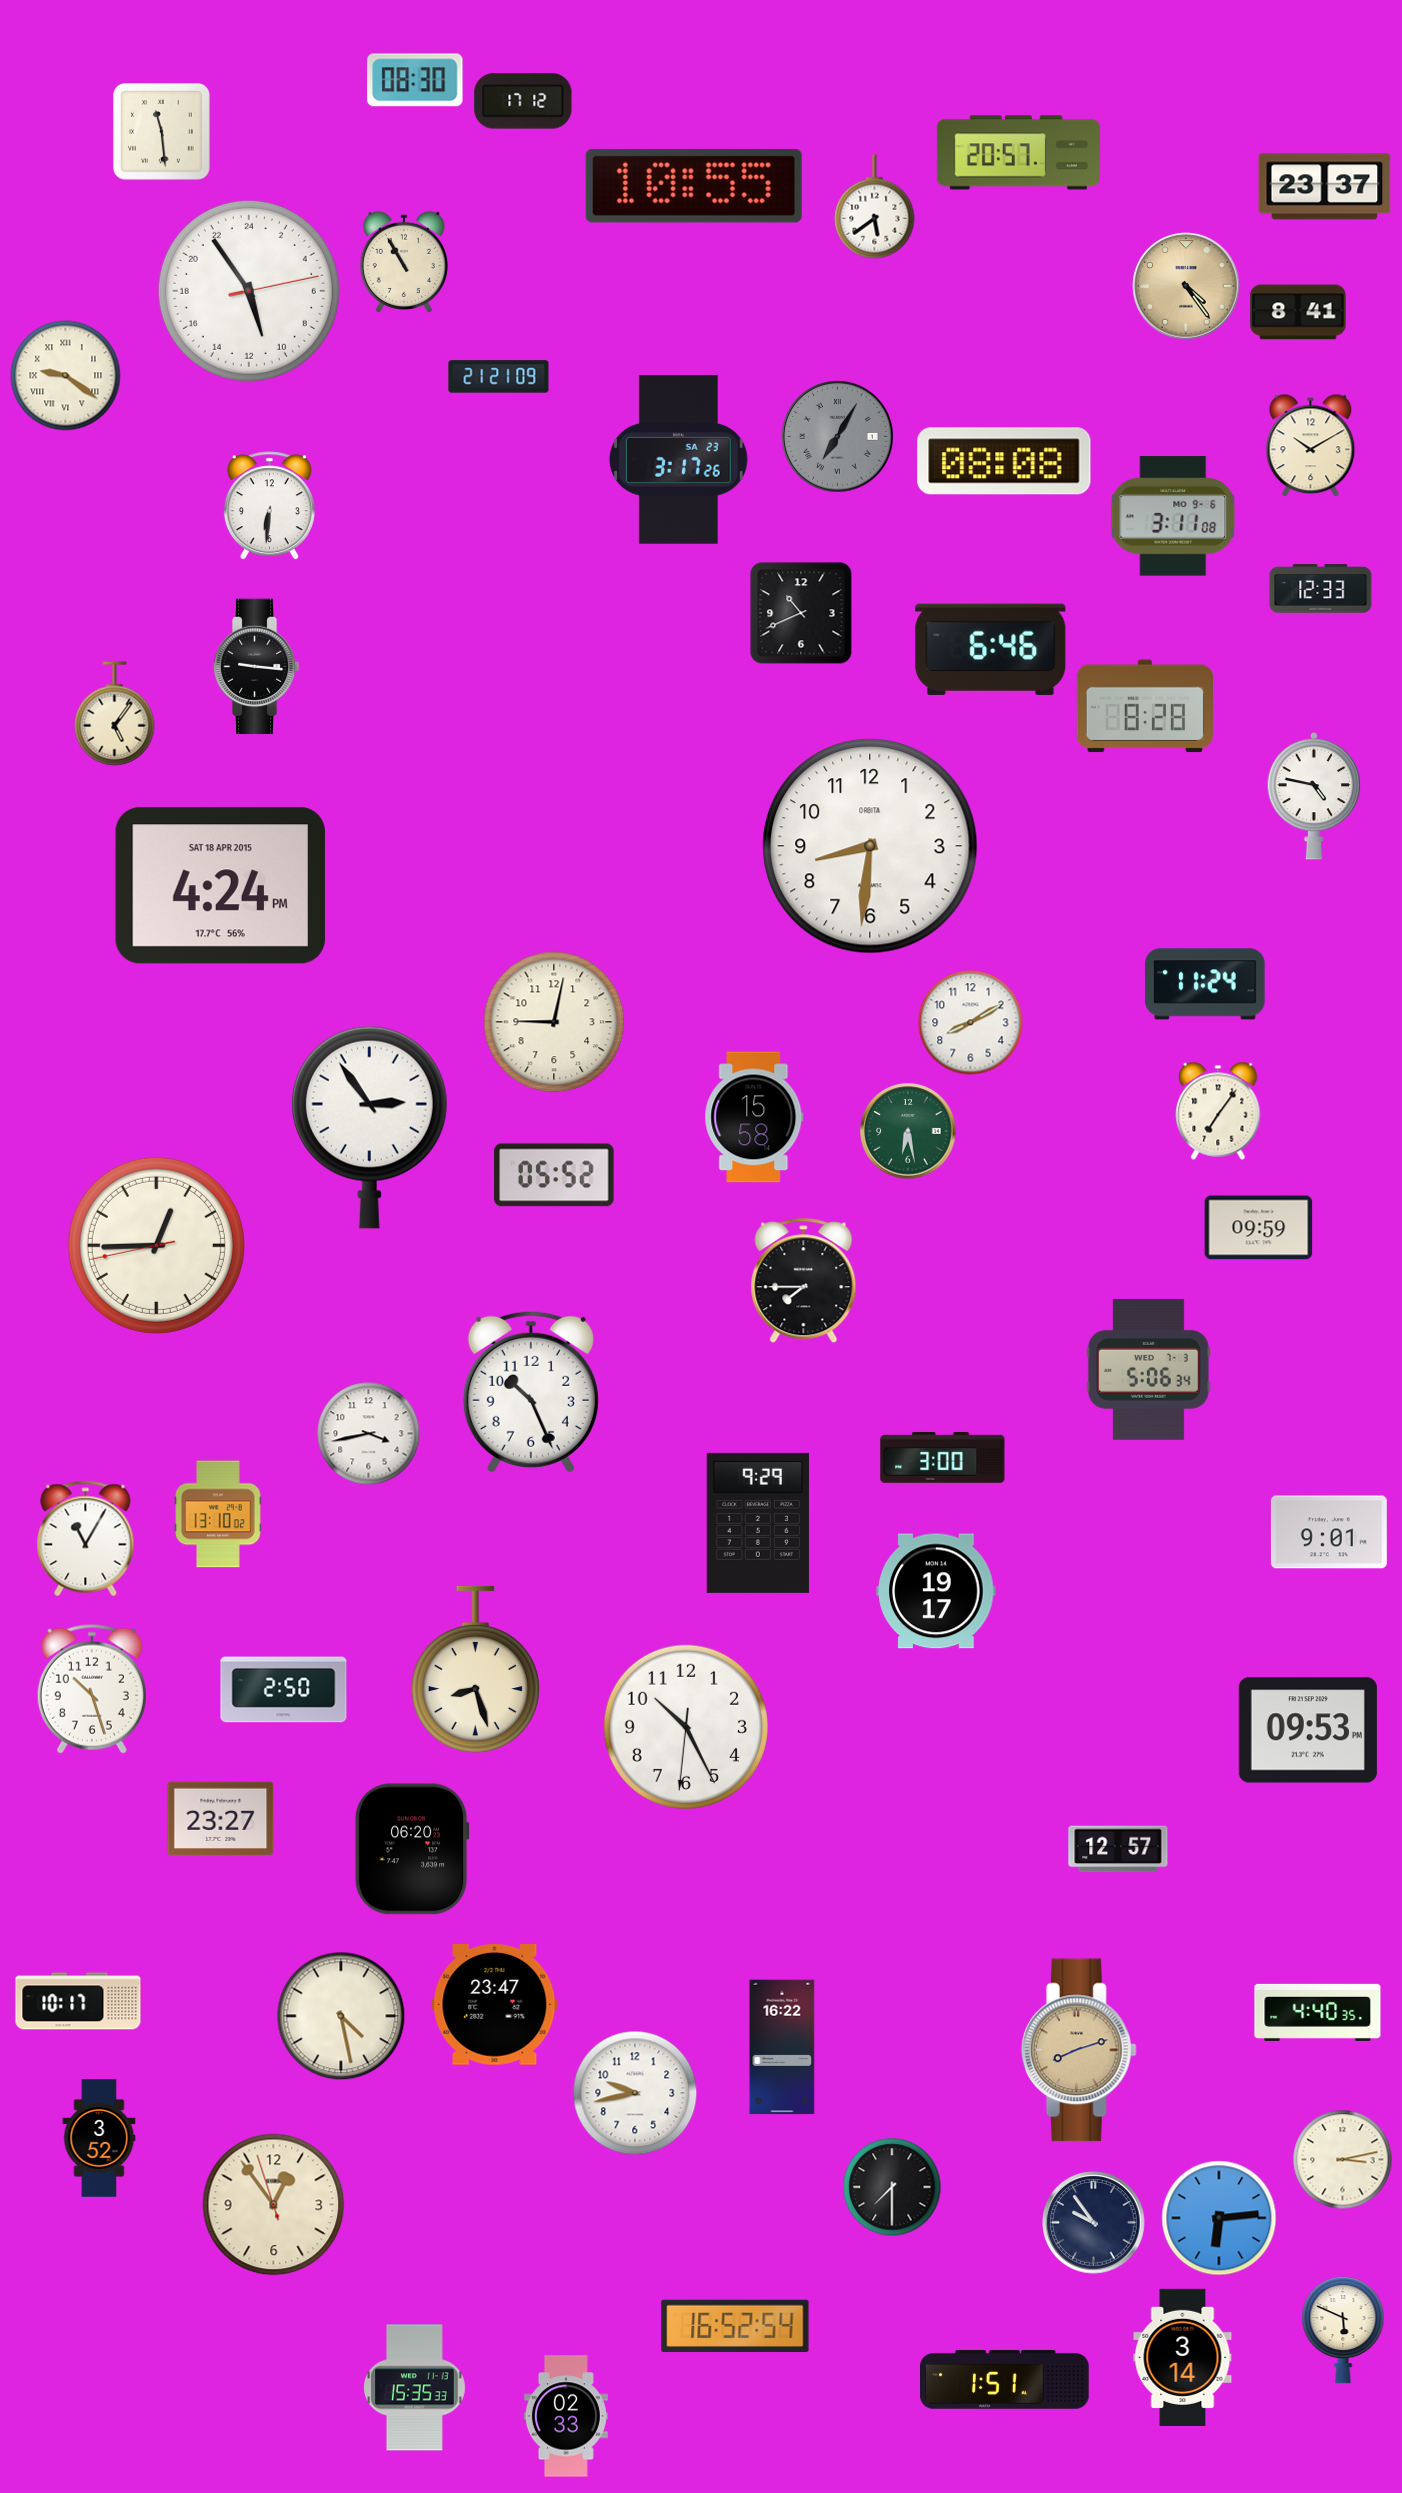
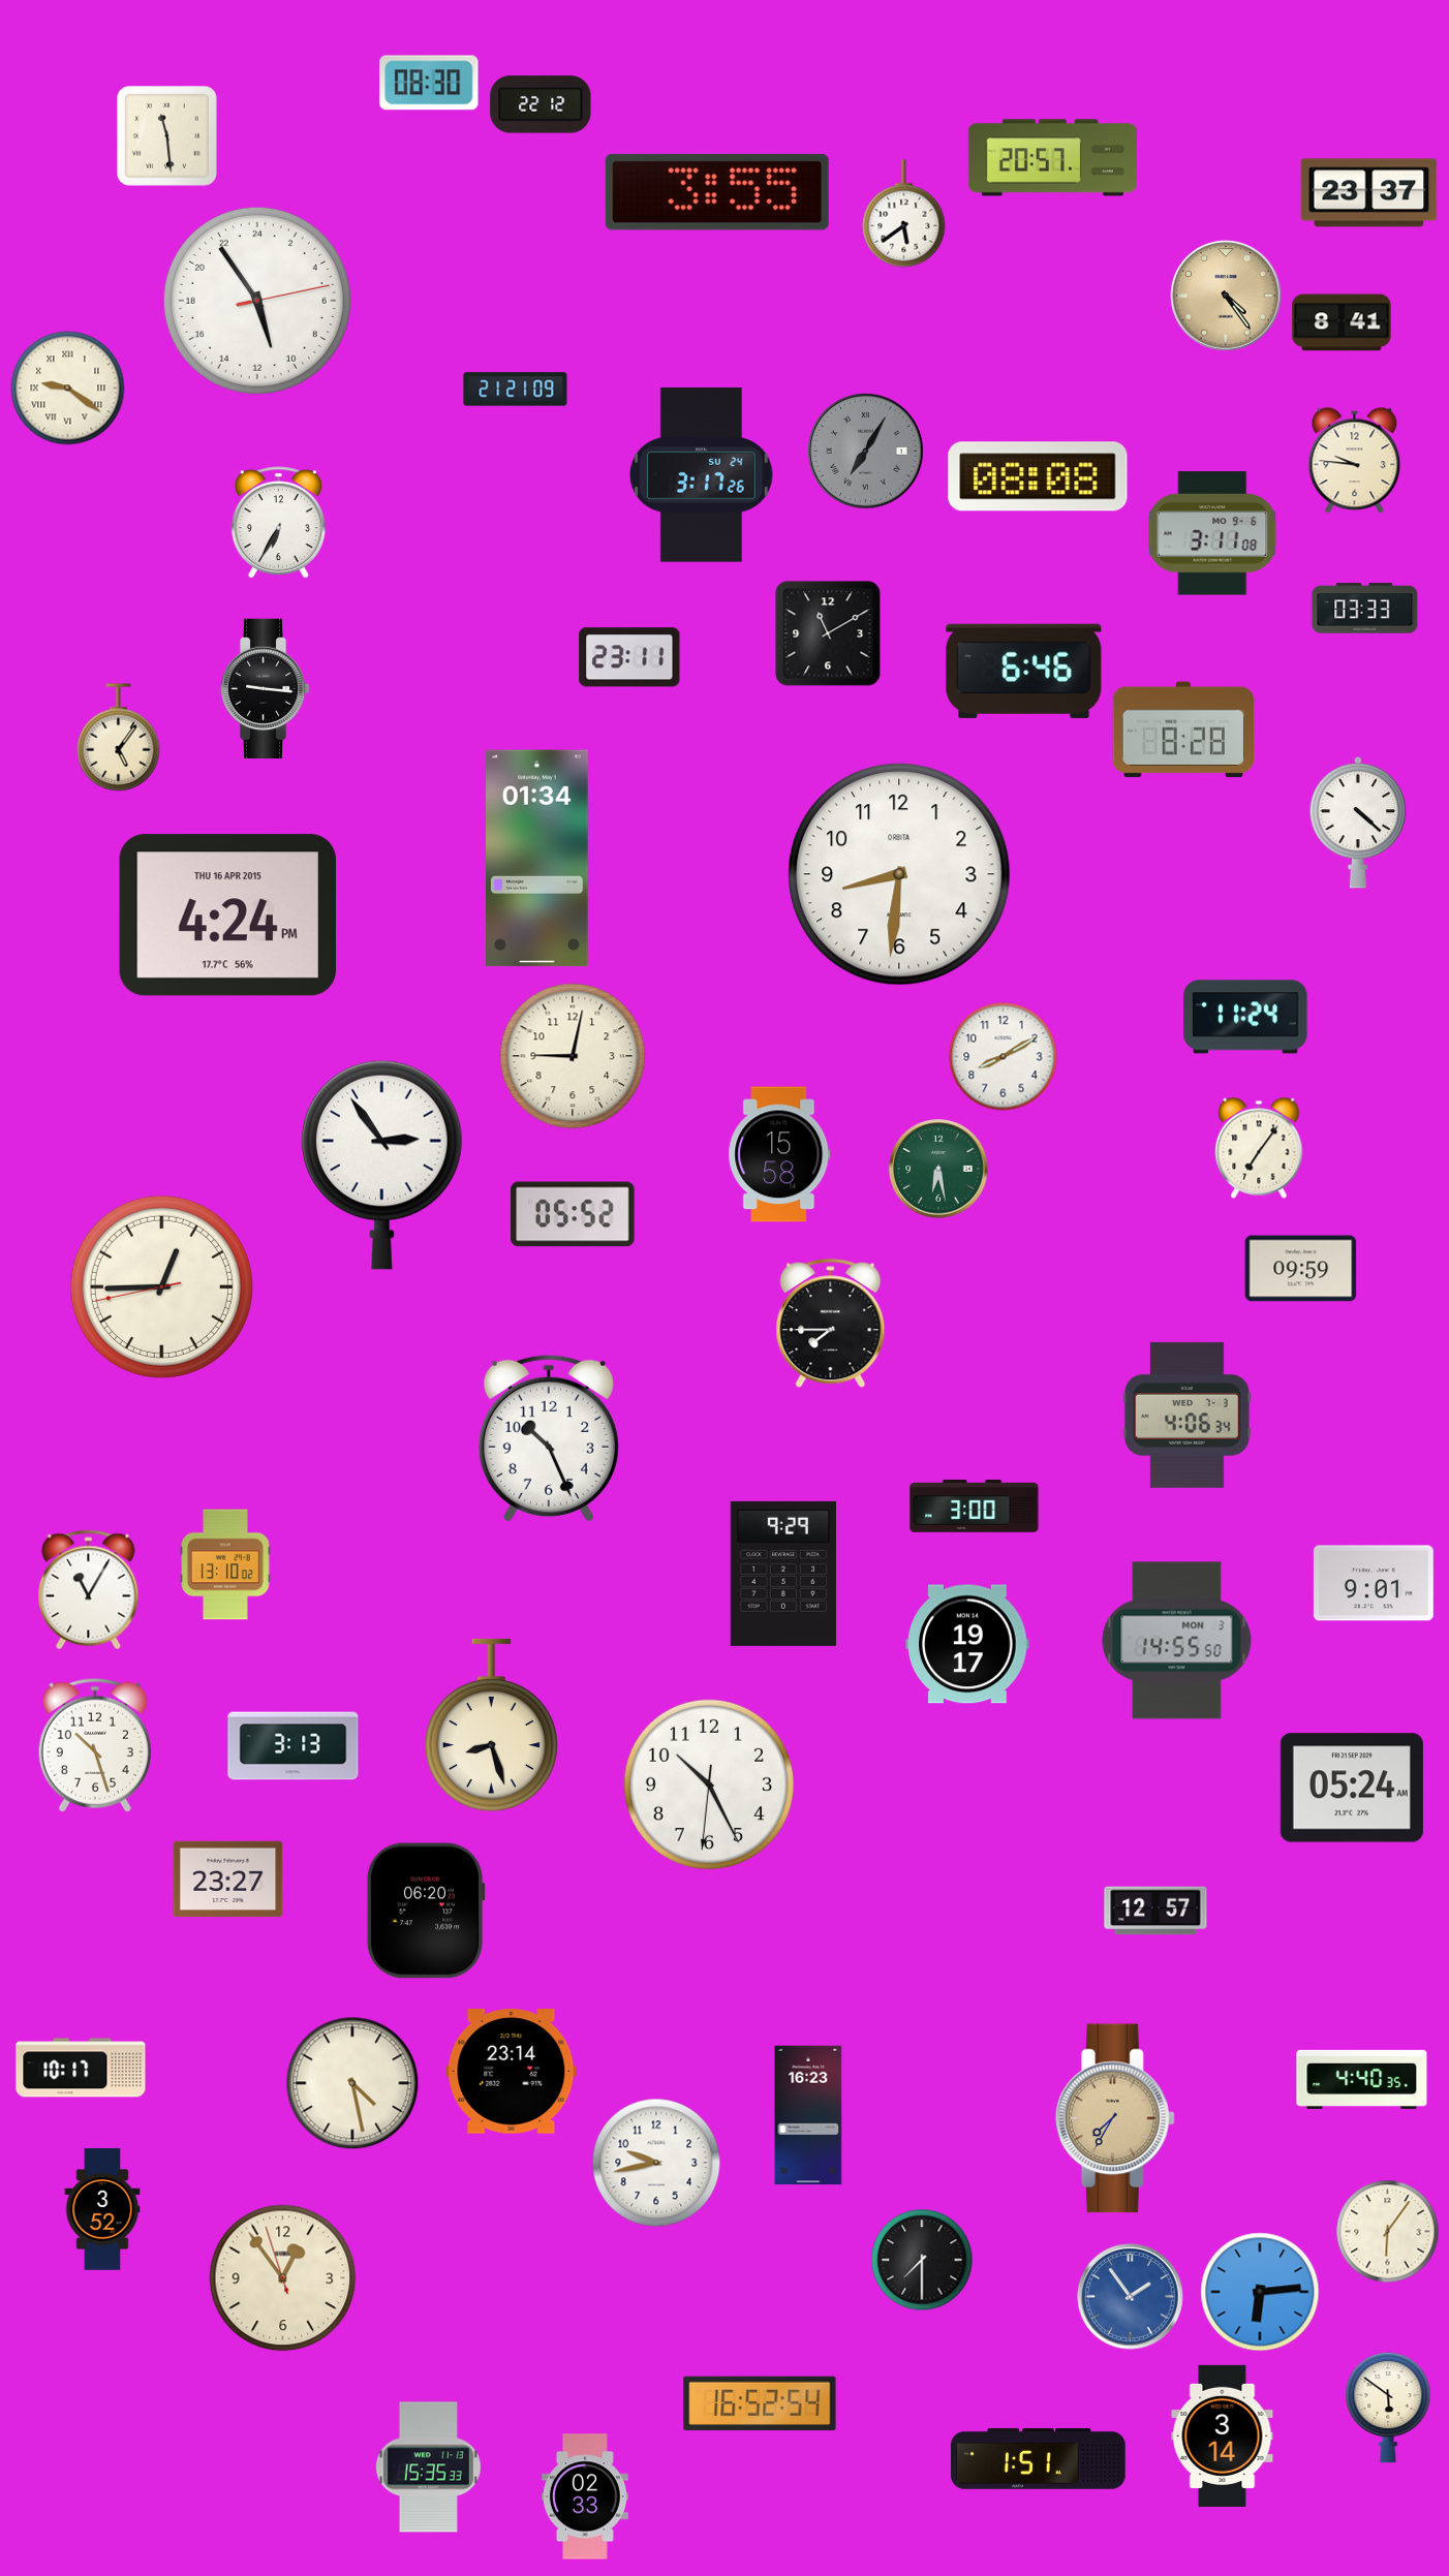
clock at (523, 101): 17:12 -> 22:12
clock at (694, 186): 10:55 -> 3:55
clock at (404, 261): 10:55 -> none
clock at (1311, 446): 10:10 -> 9:46
clock at (679, 460) date: SA 23 -> SU 24
clock at (269, 506): 6:31 -> 6:35
clock at (1321, 589): 12:33 -> 03:33
clock at (801, 613): 10:41 -> 11:10
clock at (629, 657): none -> 23:11
clock at (1314, 796): 4:47 -> 4:22
clock at (537, 859): none -> 01:34
clock at (220, 886) date: SAT 18 APR 2015 -> THU 16 APR 2015
clock at (1148, 1369): 5:06 -> 4:06
clock at (369, 1434): 3:43 -> none
clock at (1177, 1641): none -> 14:55
clock at (284, 1690): 2:50 -> 3:13
clock at (1308, 1730): 09:53 -> 05:24
clock at (495, 2005): 23:47 -> 23:14
clock at (782, 2047): 16:22 -> 16:23
clock at (1079, 2050): 8:12 -> 7:35
clock at (1343, 2160): 3:13 -> 6:06
clock at (1094, 2223): 9:54 -> 1:54
clock at (1094, 2223) dial: navy -> blue
clock at (1343, 2330): 5:49 -> 5:51
